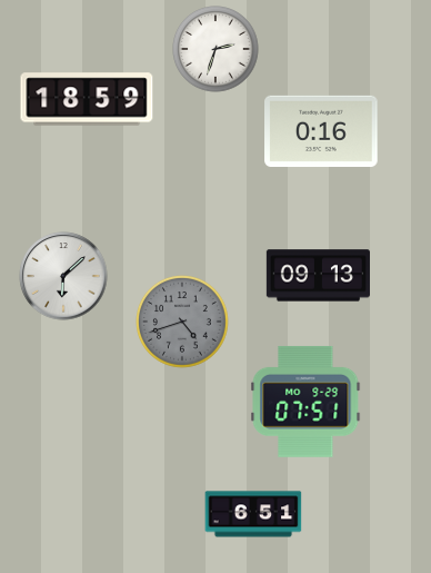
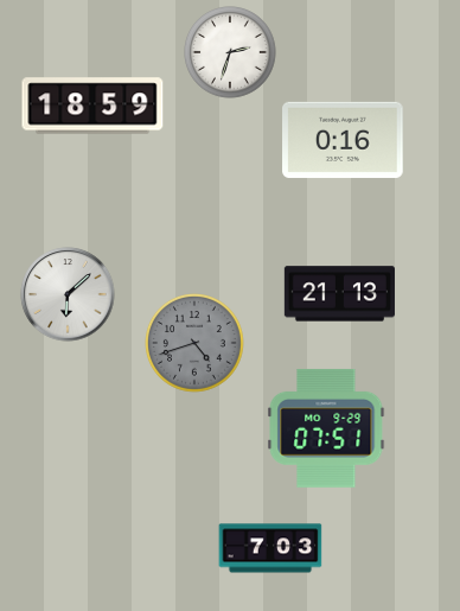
clock at (318, 276): 09:13 -> 21:13
clock at (253, 514): 6:51 -> 7:03
